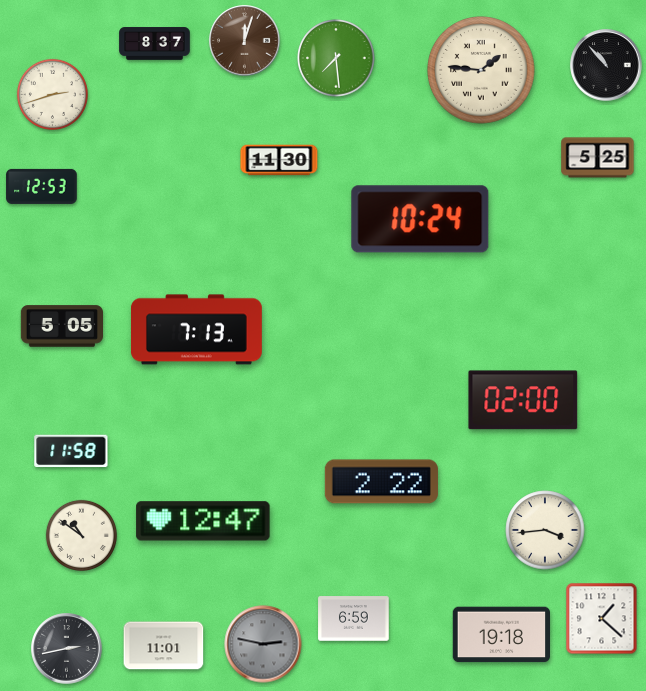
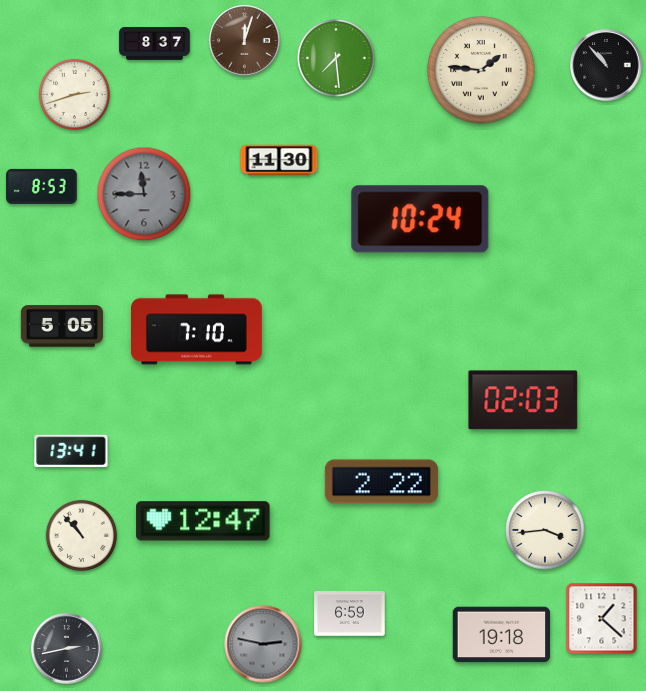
clock at (52, 94) position: (52, 94) -> (74, 94)
clock at (598, 158): 5:25 -> none
clock at (42, 186): 12:53 -> 8:53
clock at (144, 194): none -> 11:45
clock at (196, 330): 7:13 -> 7:10
clock at (523, 400): 02:00 -> 02:03
clock at (71, 451): 11:58 -> 13:41
clock at (81, 535): 10:51 -> 10:53
clock at (354, 619) position: (354, 619) -> (350, 614)
clock at (164, 646): 11:01 -> none
